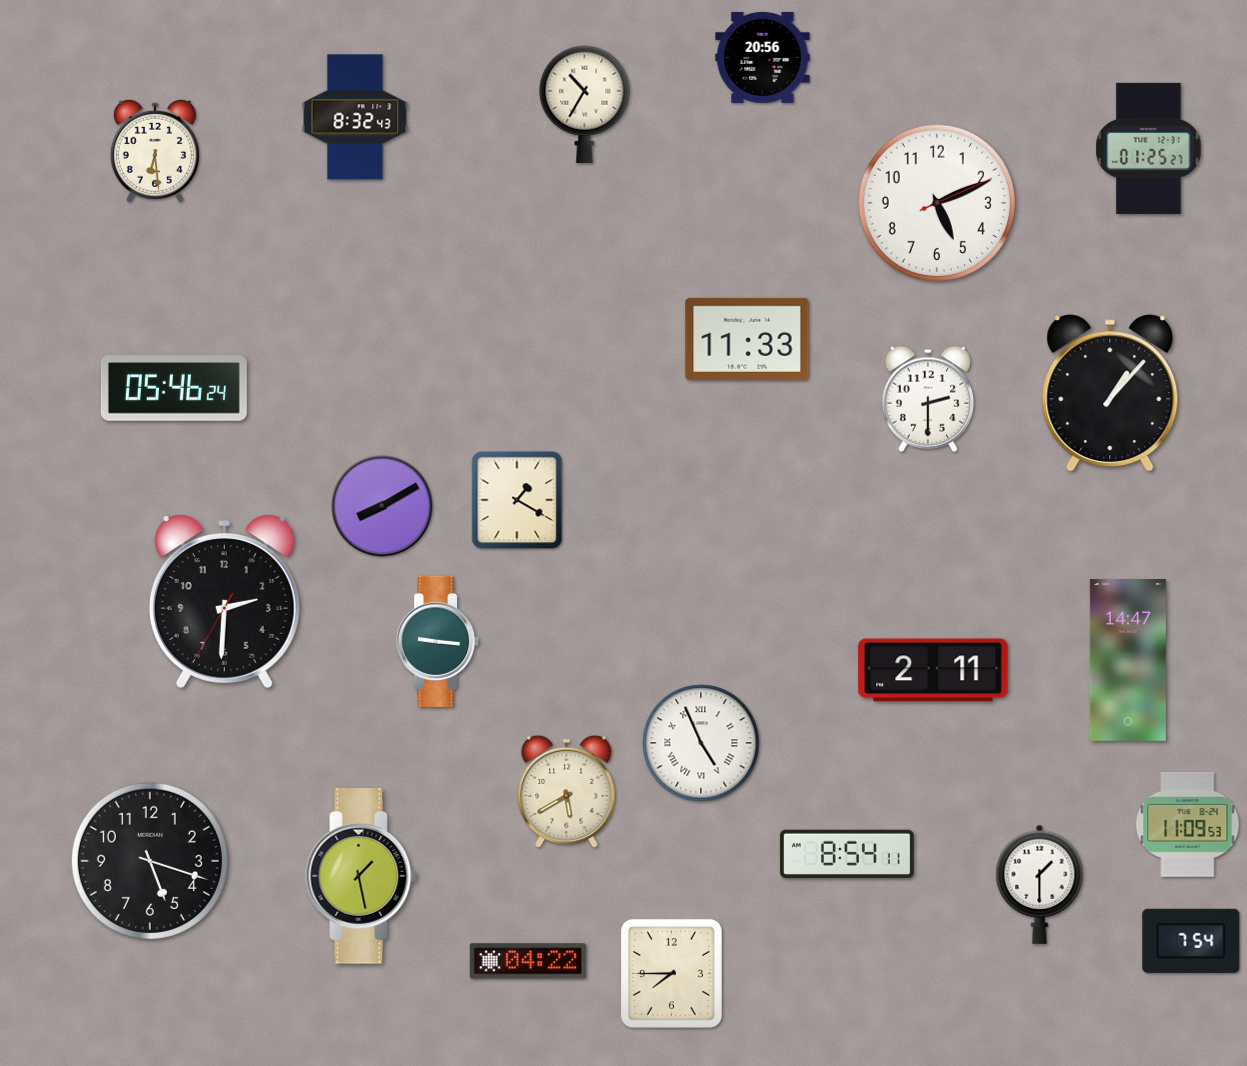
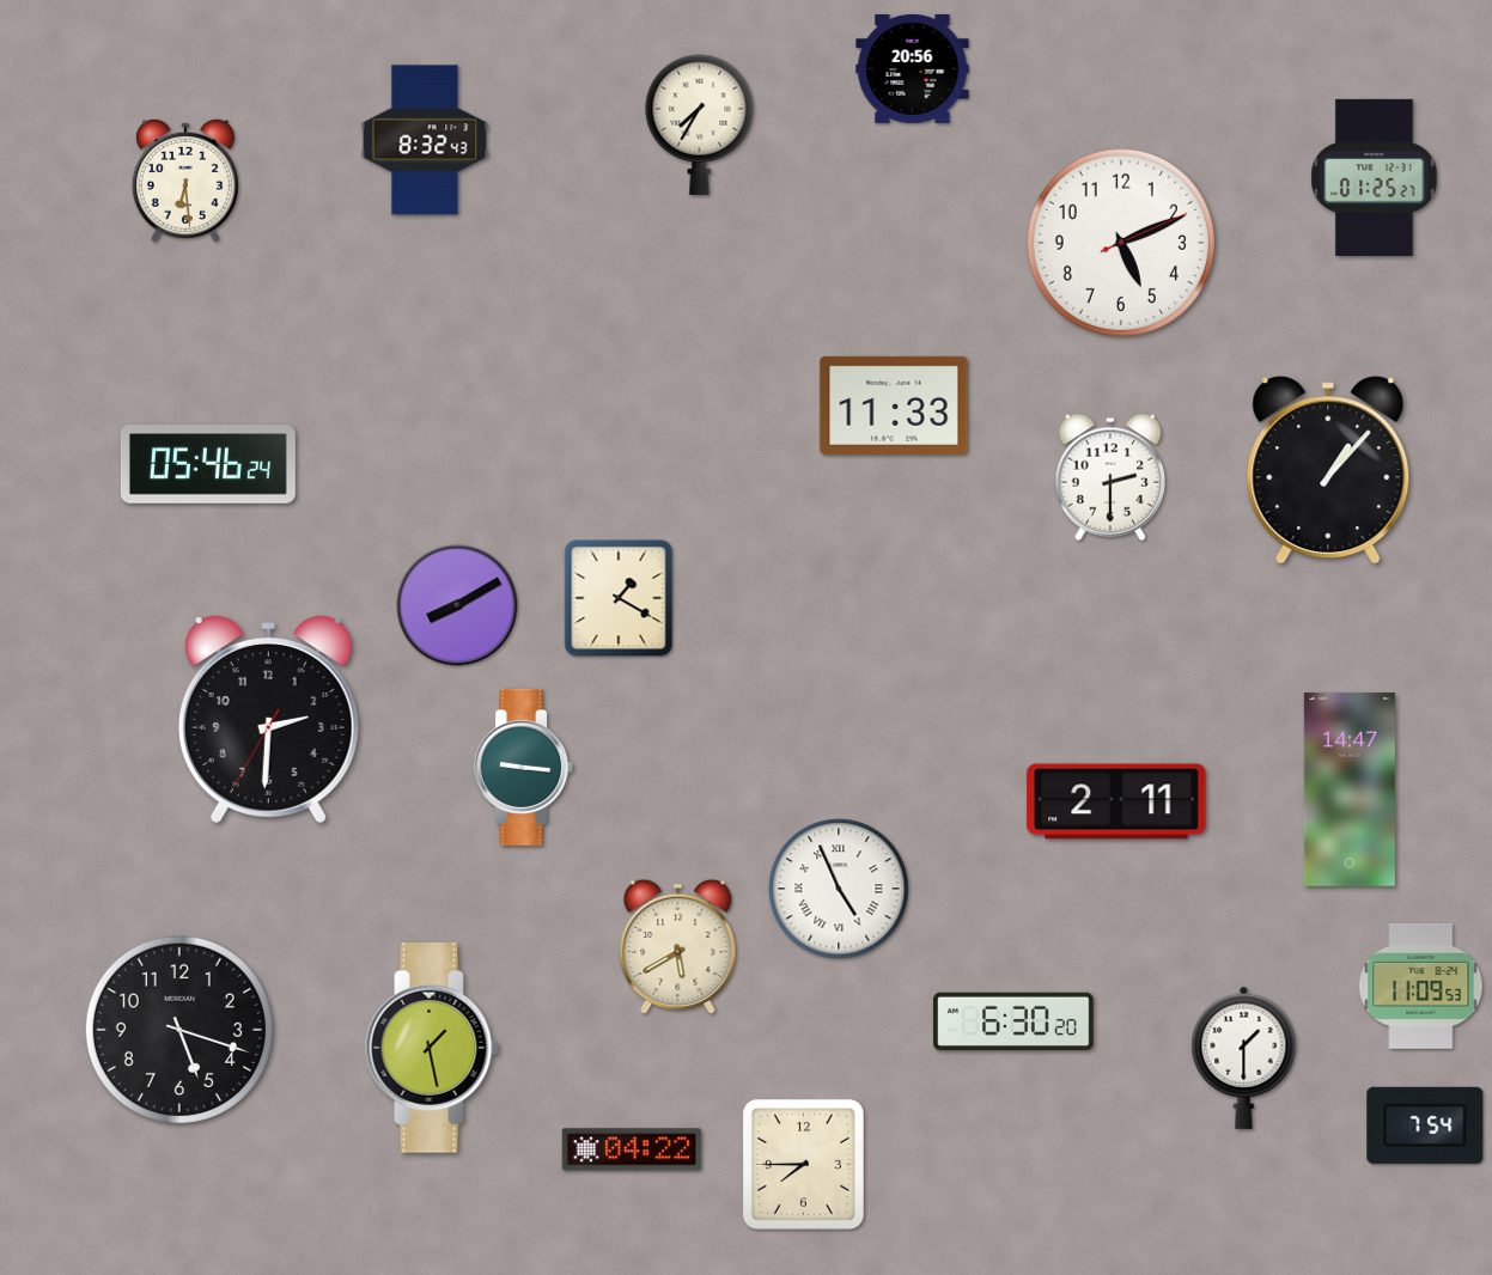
clock at (585, 104): 10:35 -> 7:35
clock at (847, 854): 8:54 -> 6:30
